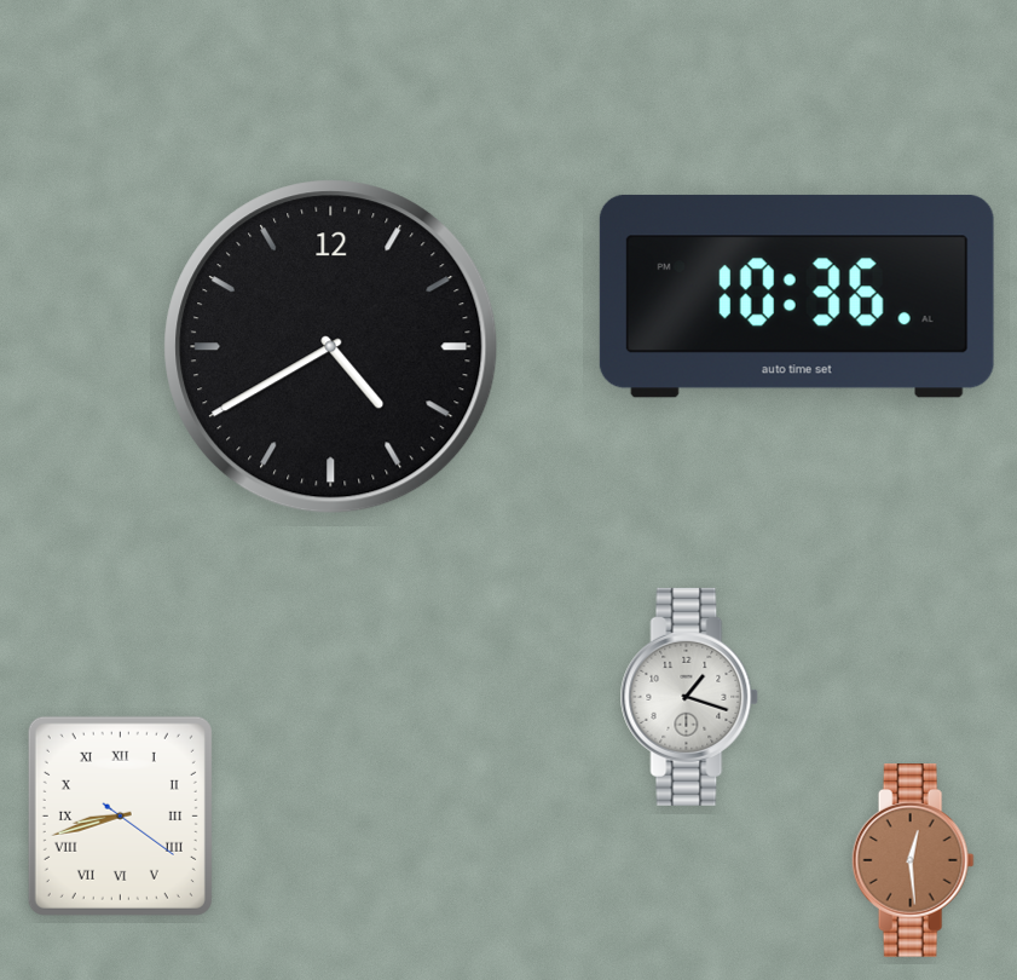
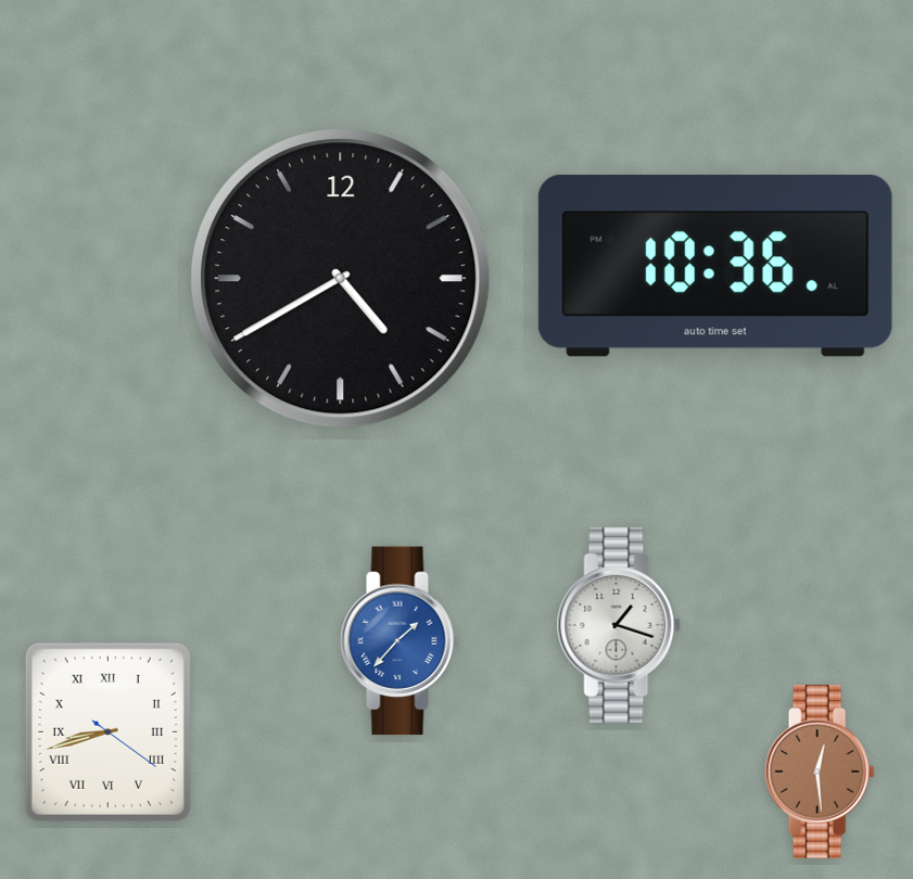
clock at (331, 347) position: (331, 347) -> (341, 279)
clock at (401, 641): none -> 1:37
